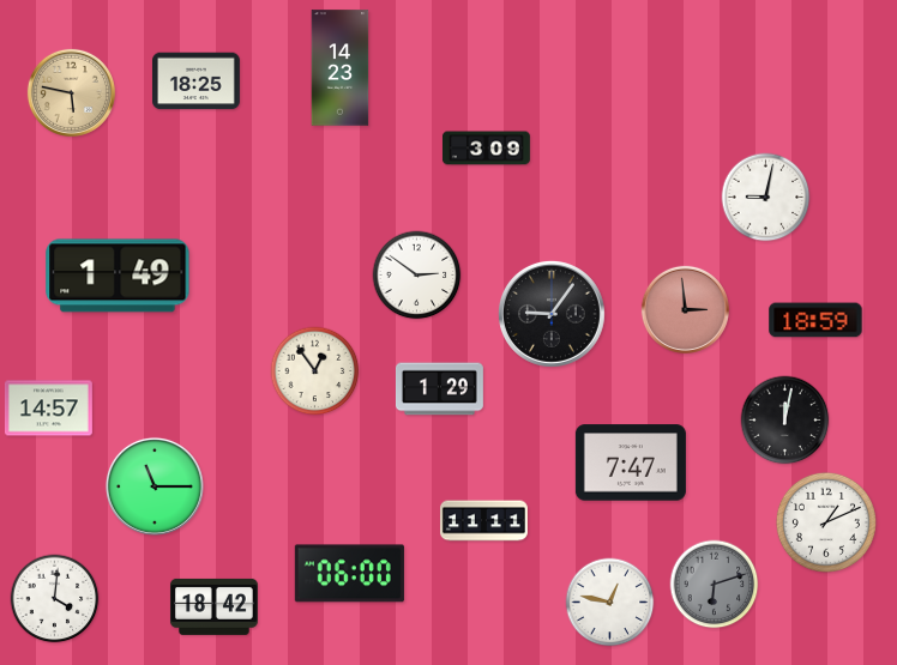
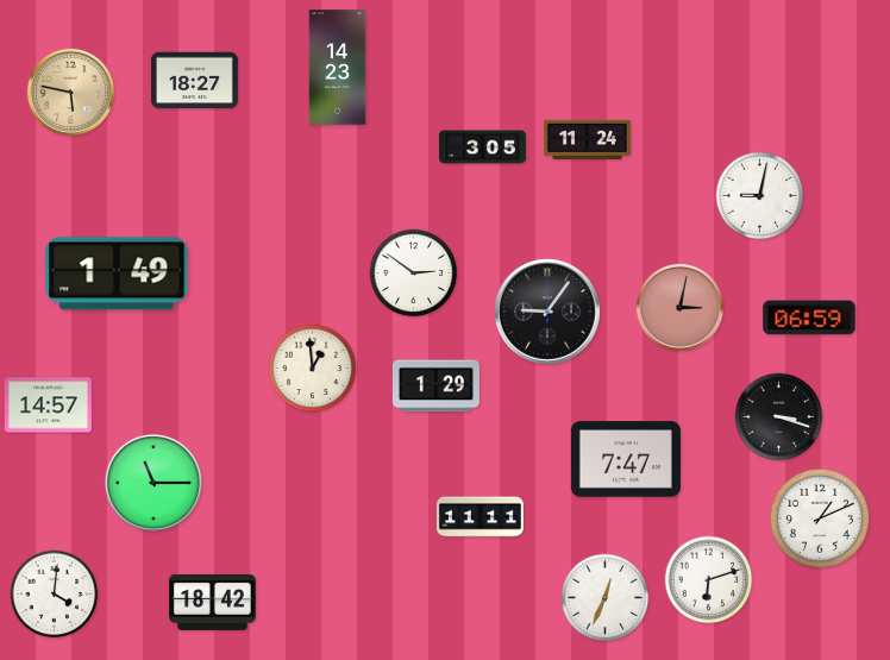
clock at (195, 81): 18:25 -> 18:27
clock at (587, 139): none -> 11:24
clock at (486, 149): 3:09 -> 3:05
clock at (685, 309): 2:59 -> 3:02
clock at (815, 320): 18:59 -> 06:59
clock at (315, 371): 12:54 -> 12:59
clock at (785, 421): 12:02 -> 3:18
clock at (349, 574): 06:00 -> none
clock at (715, 585) dial: grey -> white
clock at (610, 603): 12:47 -> 12:34
